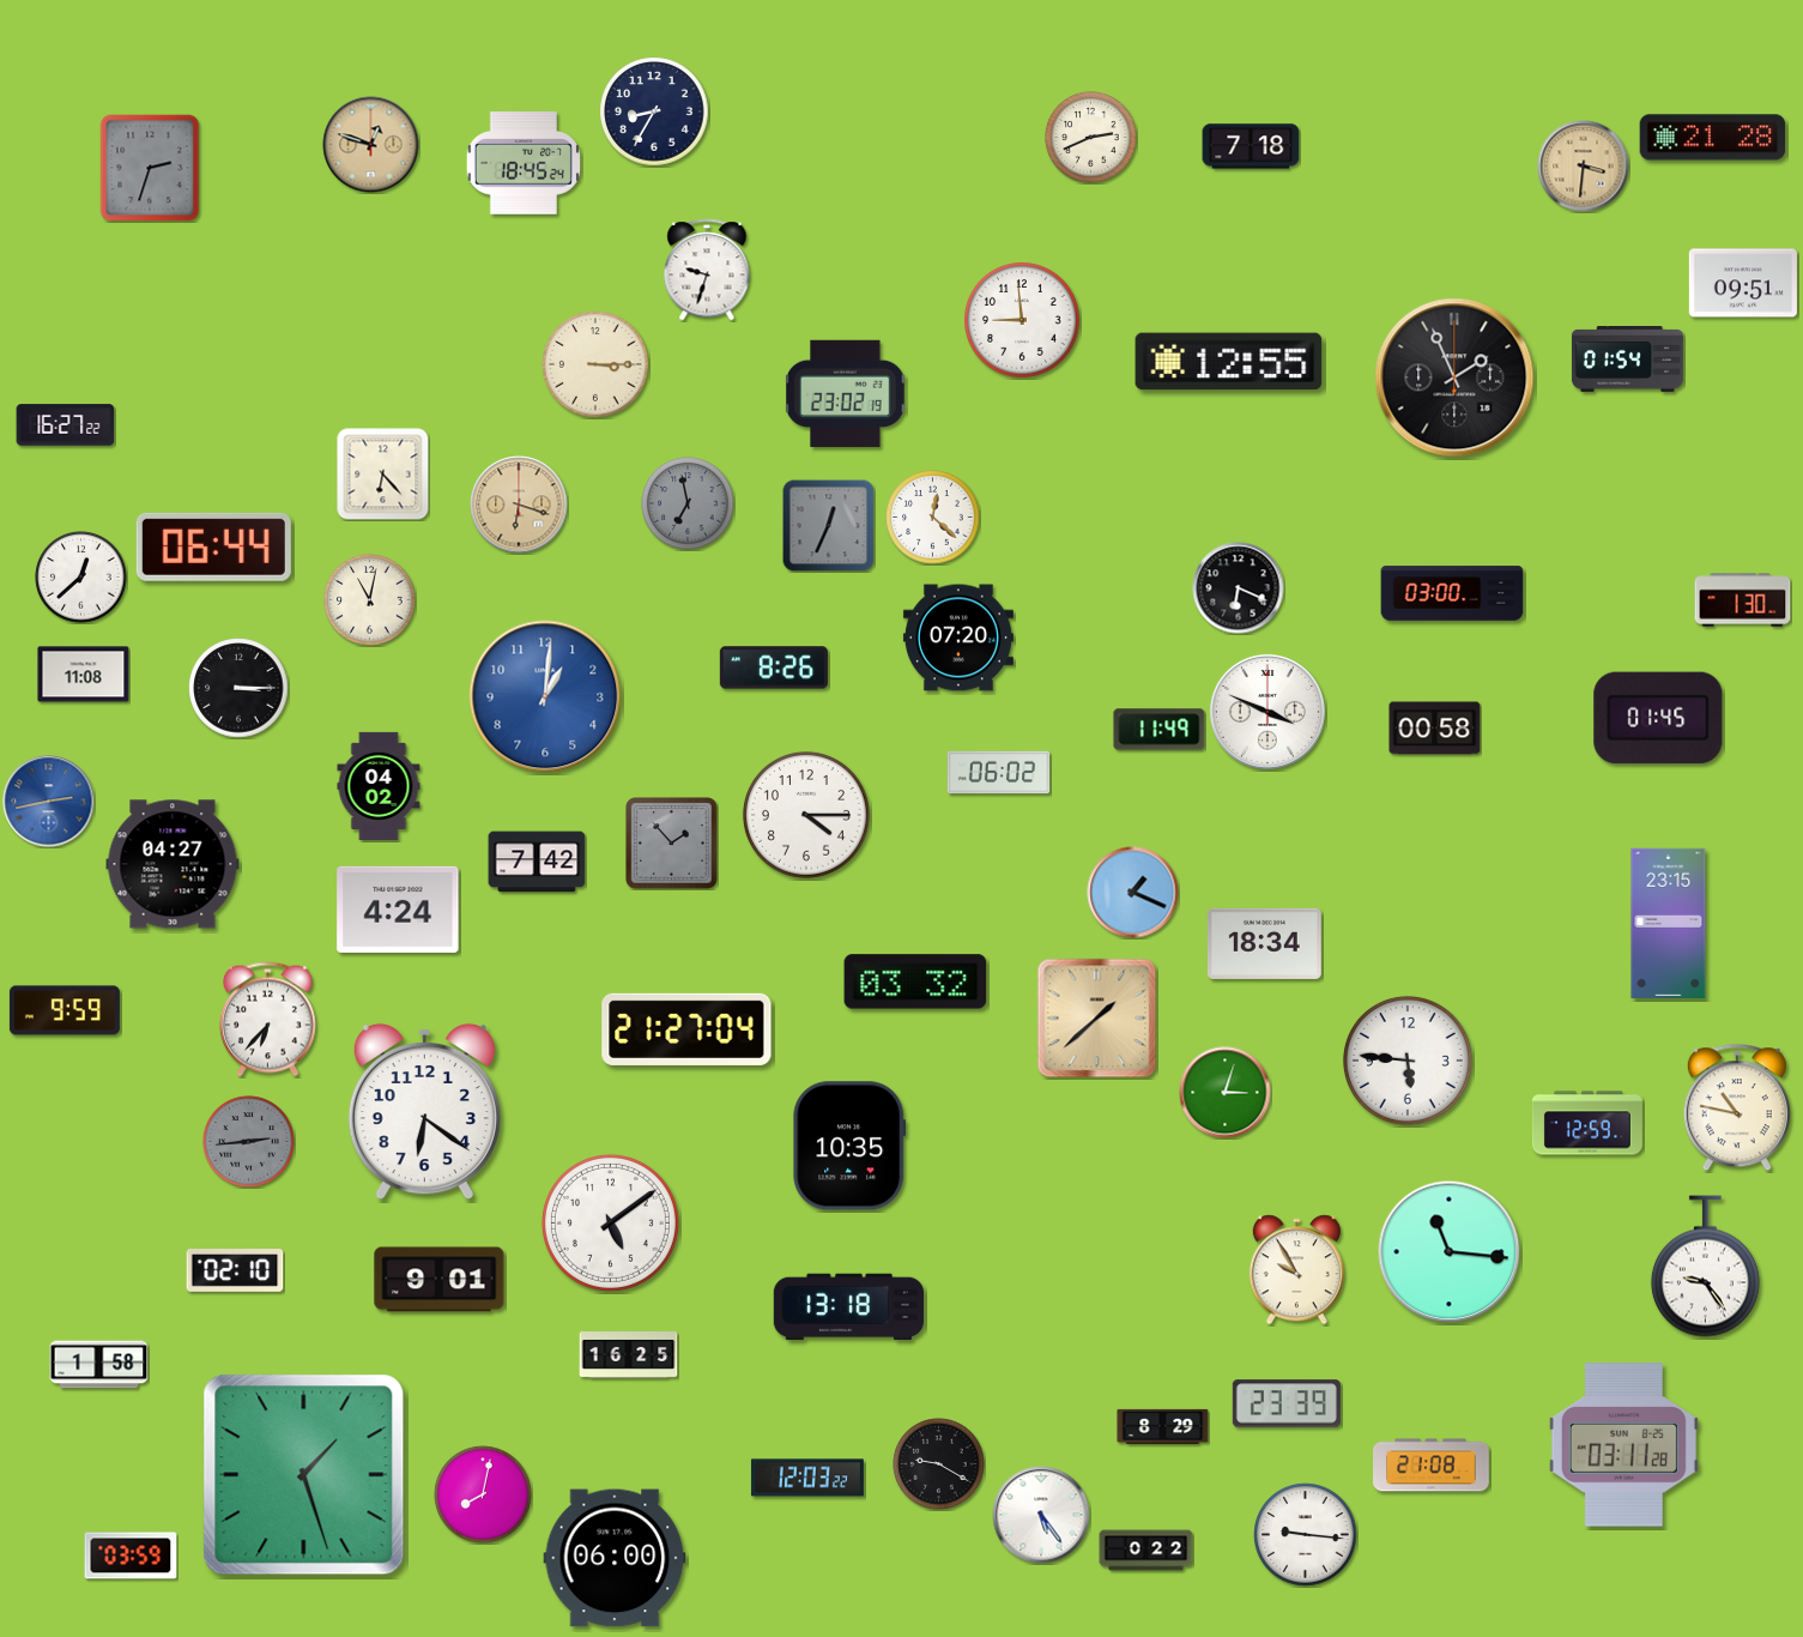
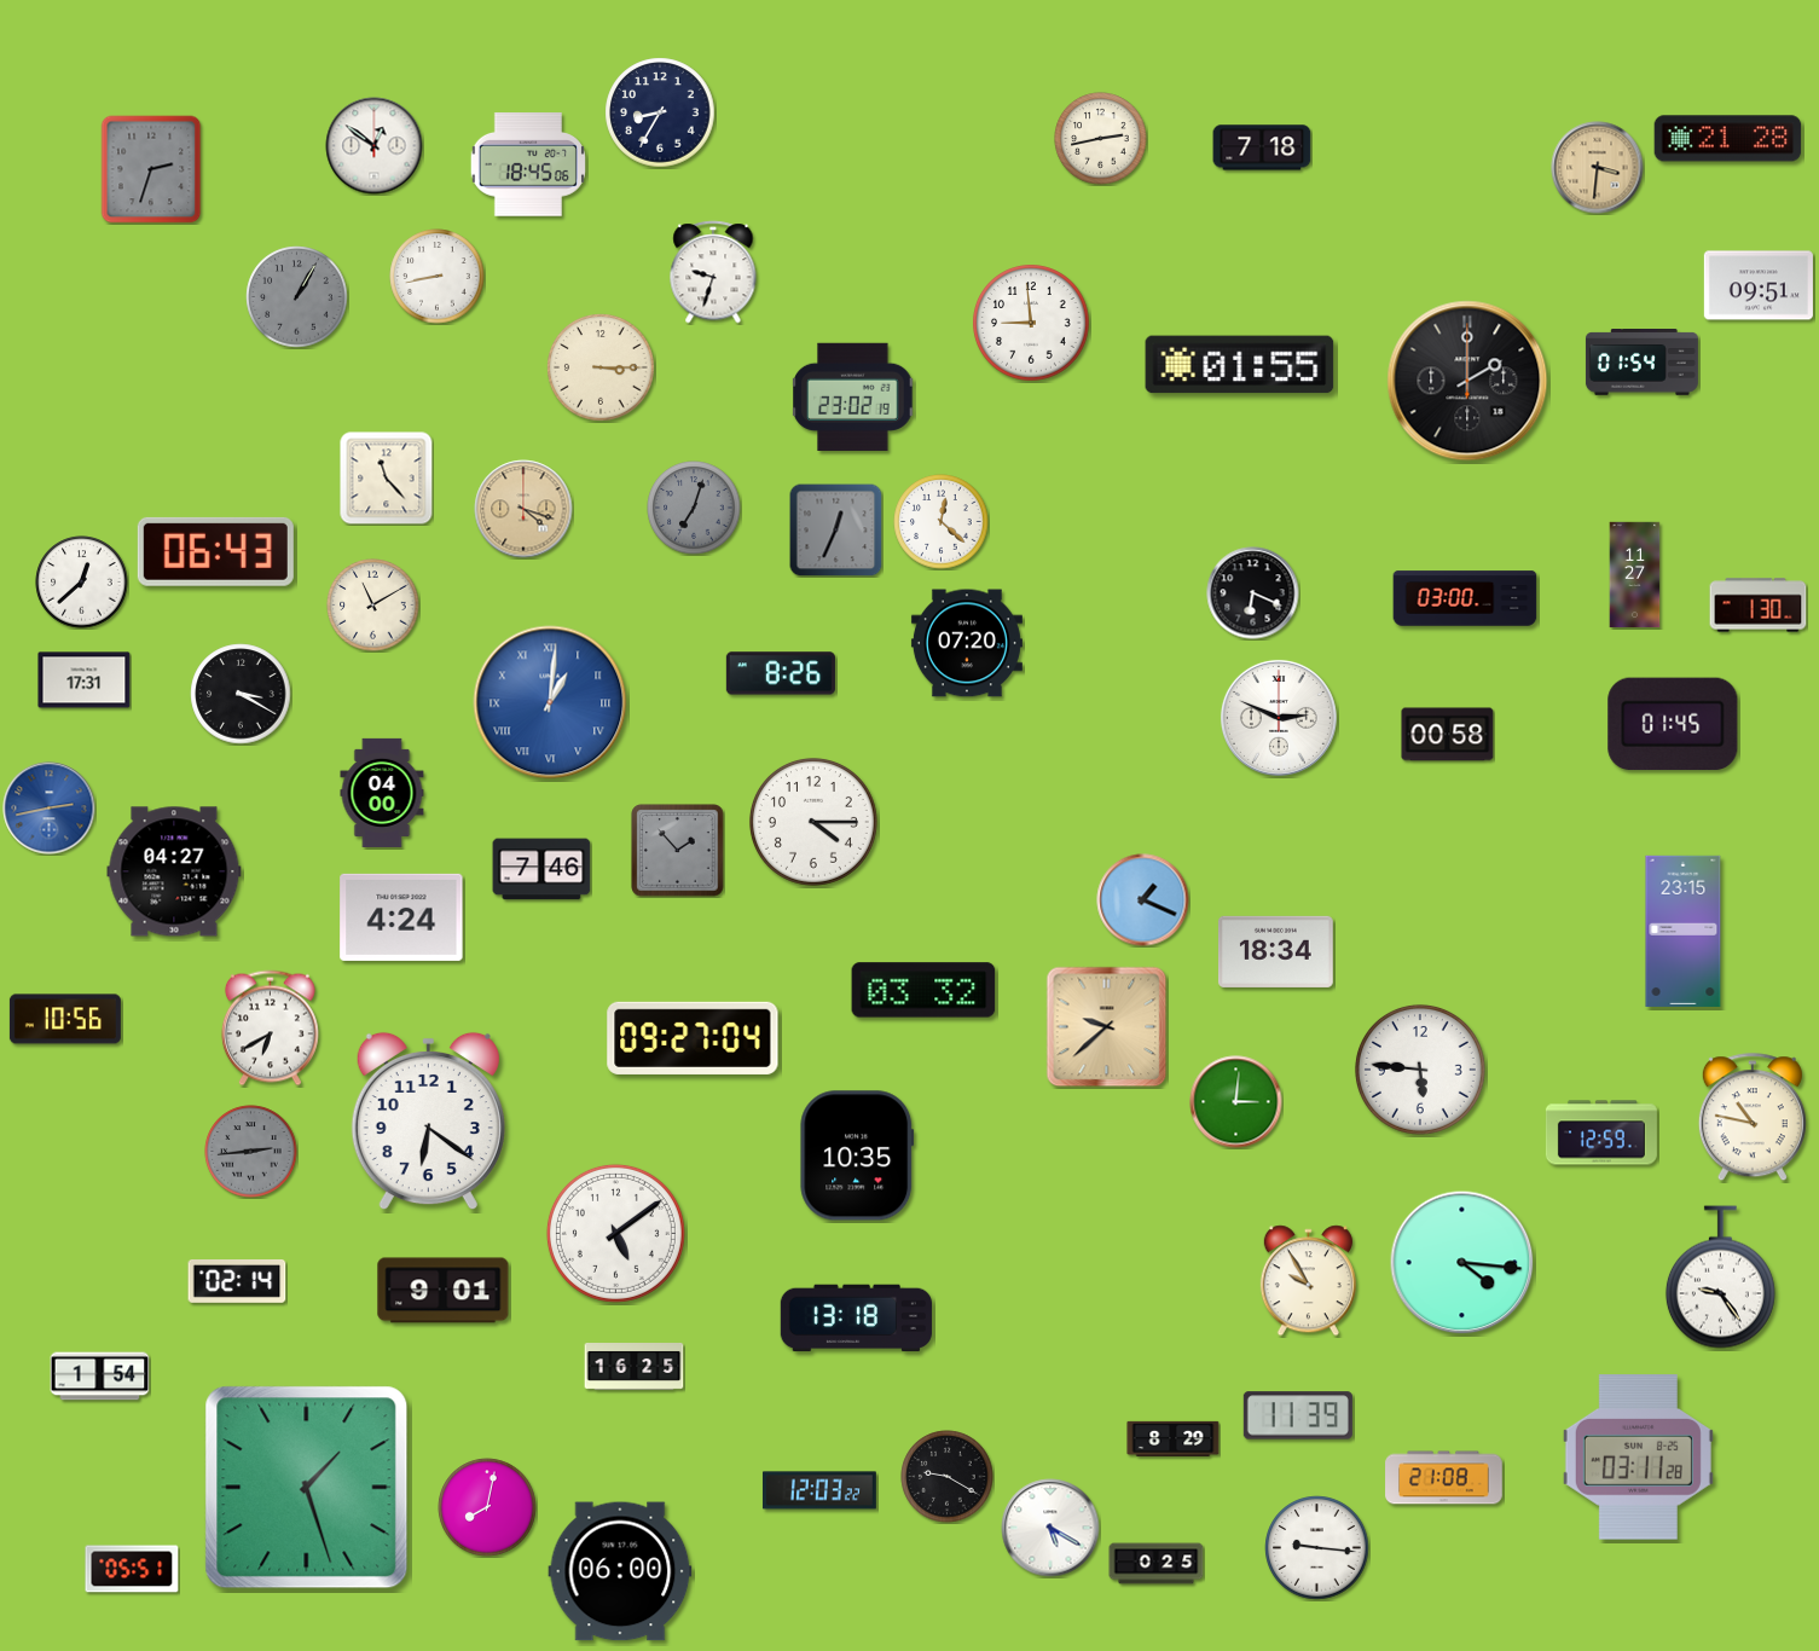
clock at (1091, 138): 2:41 -> 2:43
clock at (371, 145): 12:48 -> 12:51
clock at (371, 145) dial: champagne -> white
clock at (524, 163): 18:45:24 -> 18:45:06
clock at (438, 277): none -> 8:43
clock at (297, 297): none -> 1:05
clock at (1229, 362): 12:55 -> 01:55
clock at (1454, 377): 1:56 -> 2:00
clock at (66, 425): 16:27 -> none
clock at (383, 475): 6:23 -> 11:23
clock at (688, 503): 6:58 -> 7:03
clock at (519, 505): 6:18 -> 4:18
clock at (213, 546): 06:44 -> 06:43
clock at (1635, 575): none -> 11:27
clock at (1239, 588) position: (1239, 588) -> (1253, 593)
clock at (370, 600): 11:02 -> 11:10
clock at (84, 675): 11:08 -> 17:31
clock at (238, 688): 3:15 -> 3:20
clock at (545, 696) numerals: Arabic -> Roman
clock at (1267, 712): 3:49 -> 2:49
clock at (1160, 730): 11:49 -> none
clock at (999, 773): 06:02 -> none
clock at (379, 786): 04:02 -> 04:00
clock at (537, 862): 7:42 -> 7:46
clock at (65, 1010): 9:59 -> 10:56
clock at (1097, 1019): 1:38 -> 9:38
clock at (267, 1020): 6:37 -> 6:40
clock at (686, 1029): 21:27 -> 09:27
clock at (1226, 1093): 3:03 -> 3:01
clock at (1450, 1252): 11:16 -> 4:16
clock at (235, 1271): 02:10 -> 02:14
clock at (99, 1365): 1:58 -> 1:54
clock at (1287, 1403): 23:39 -> 11:39
clock at (807, 1478) position: (807, 1478) -> (819, 1490)
clock at (1041, 1515): 5:24 -> 5:20
clock at (1146, 1551): 0:22 -> 0:25
clock at (131, 1556): 03:59 -> 05:51
